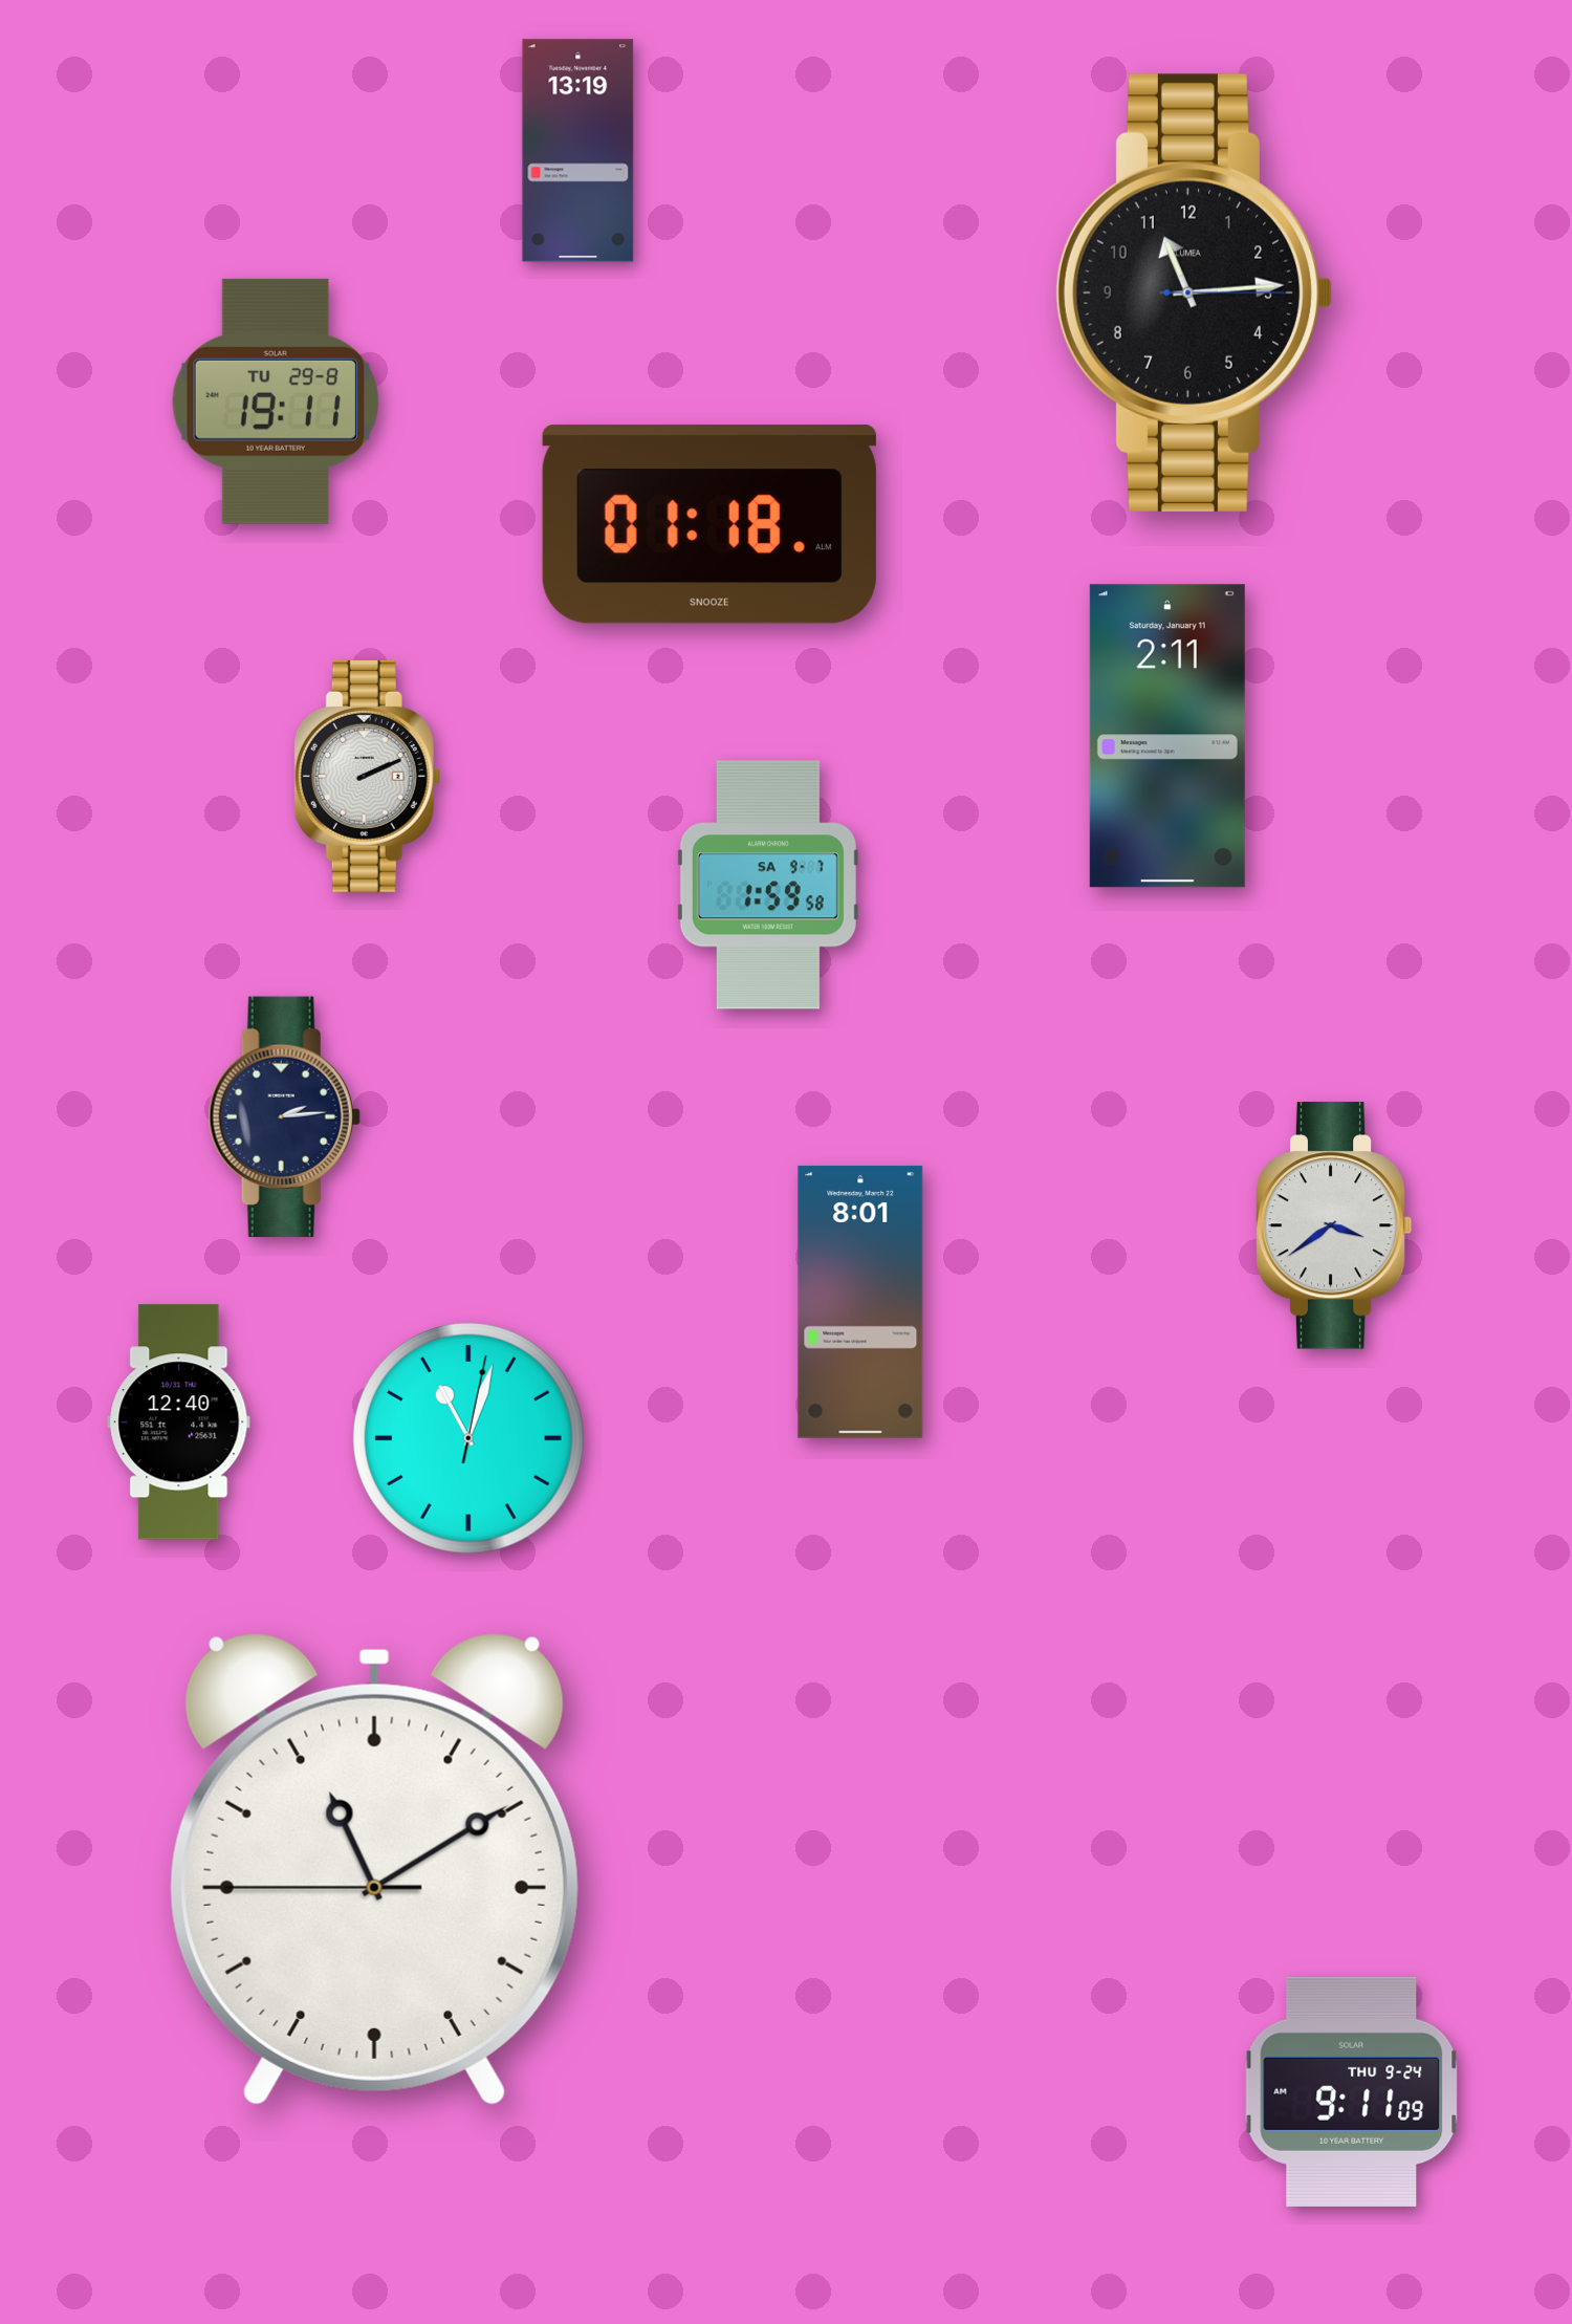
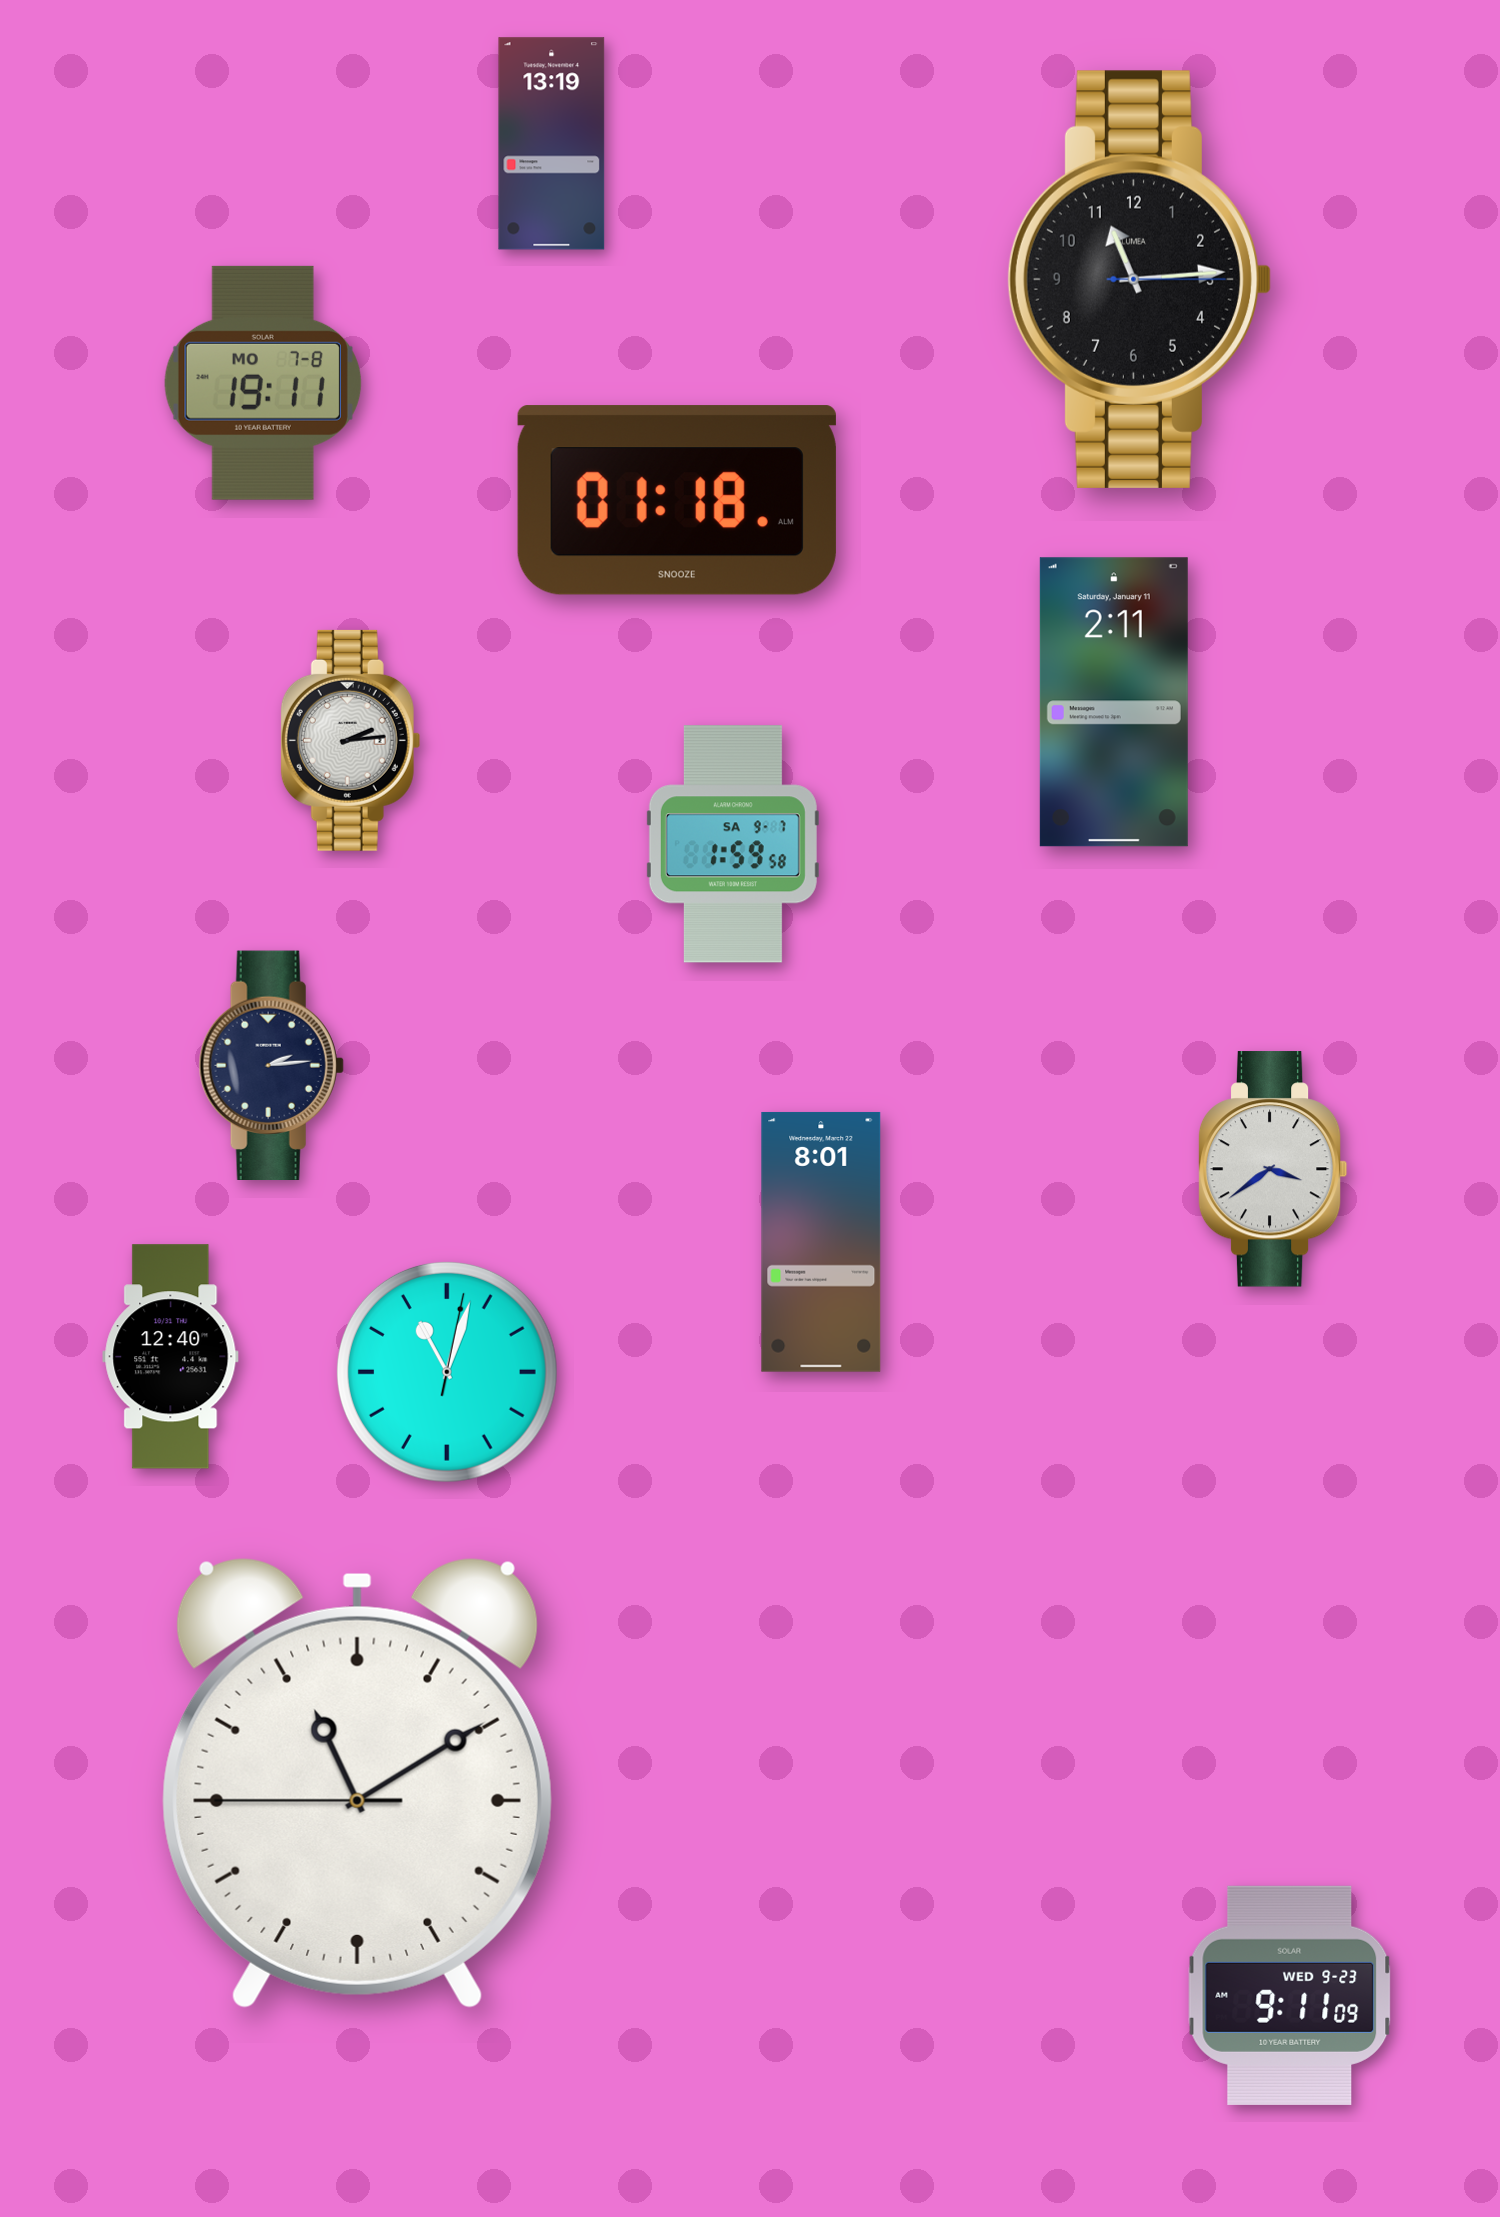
clock at (276, 401) date: TU 29-8 -> MO 7-8
clock at (368, 776): 2:11 -> 2:14
clock at (1352, 2091) date: THU 9-24 -> WED 9-23
